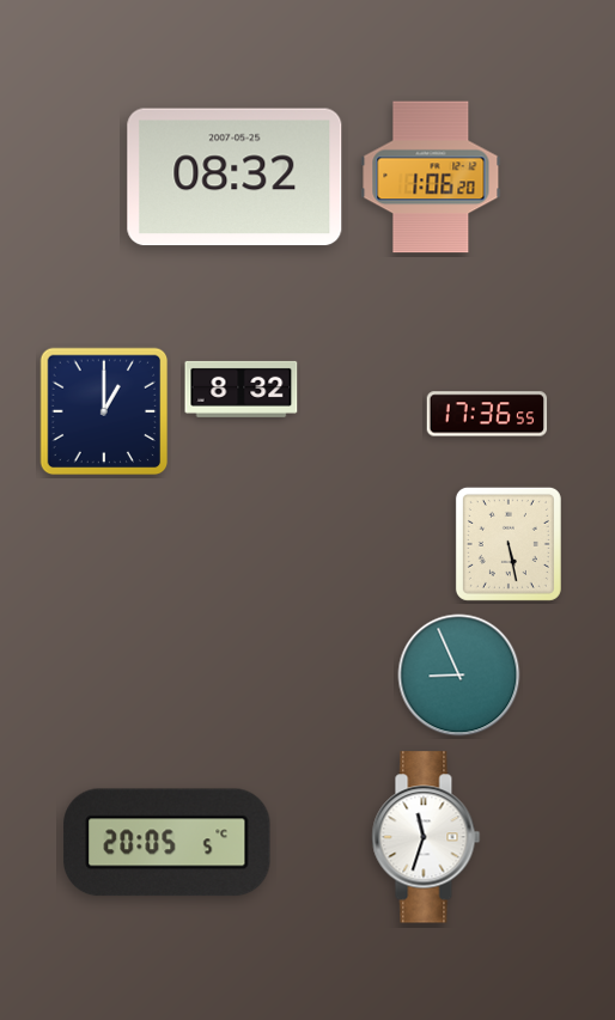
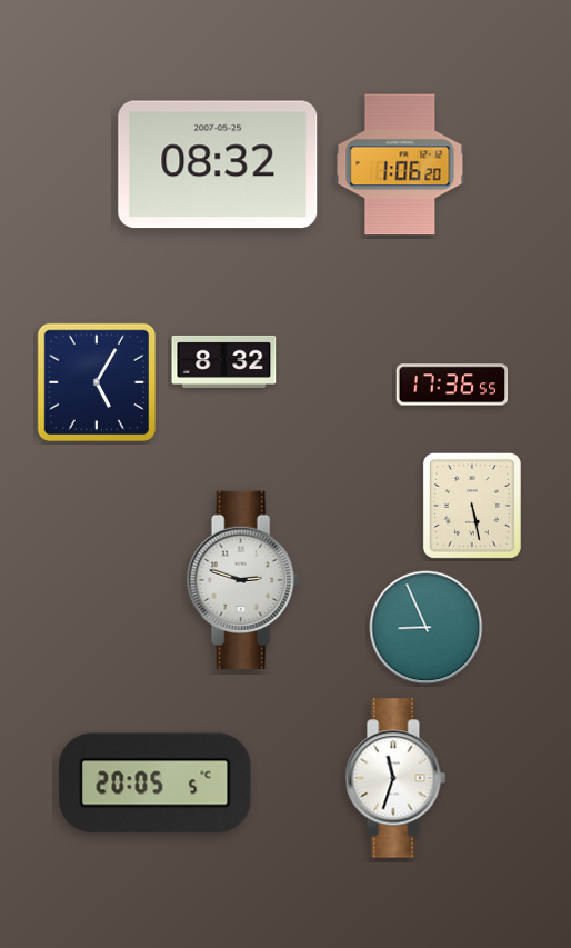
clock at (104, 411): 1:00 -> 5:05
clock at (243, 580): none -> 2:48
